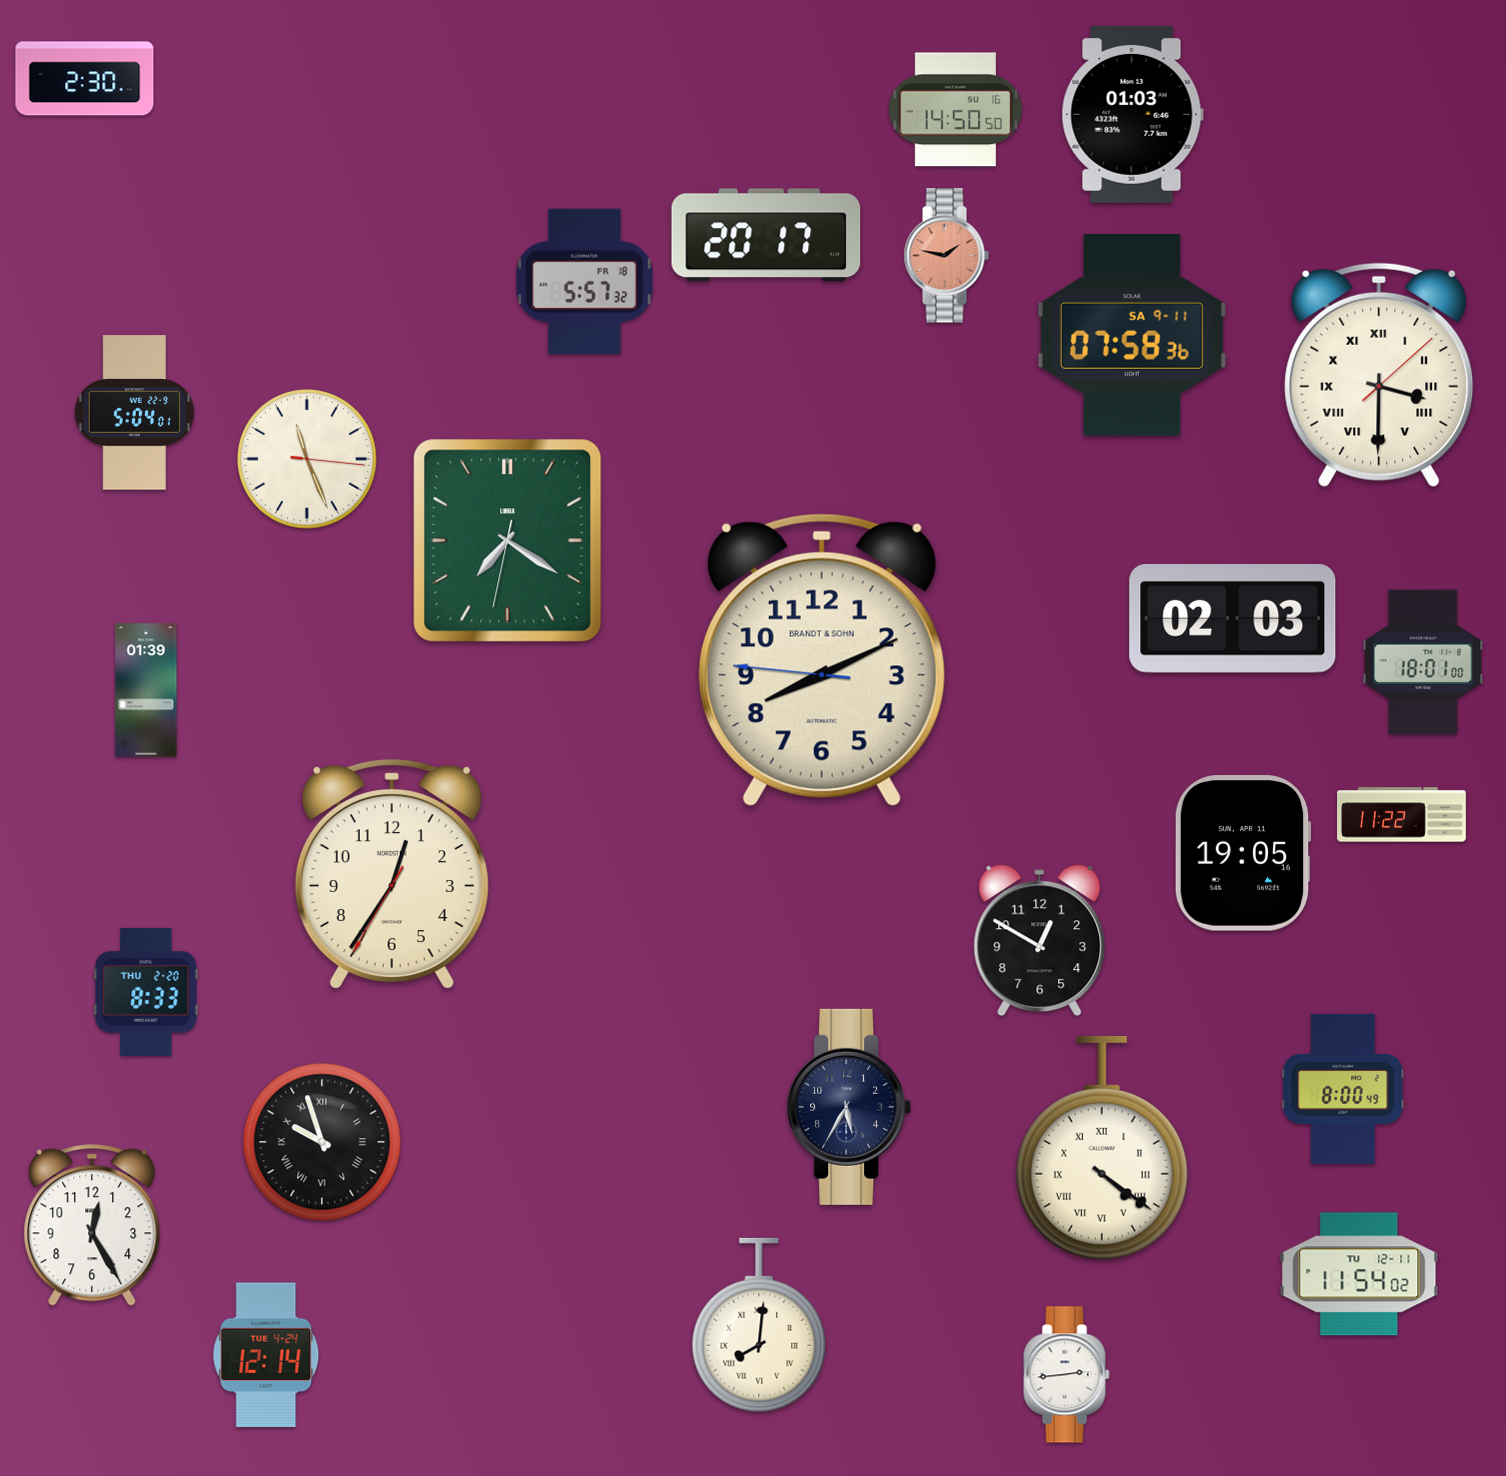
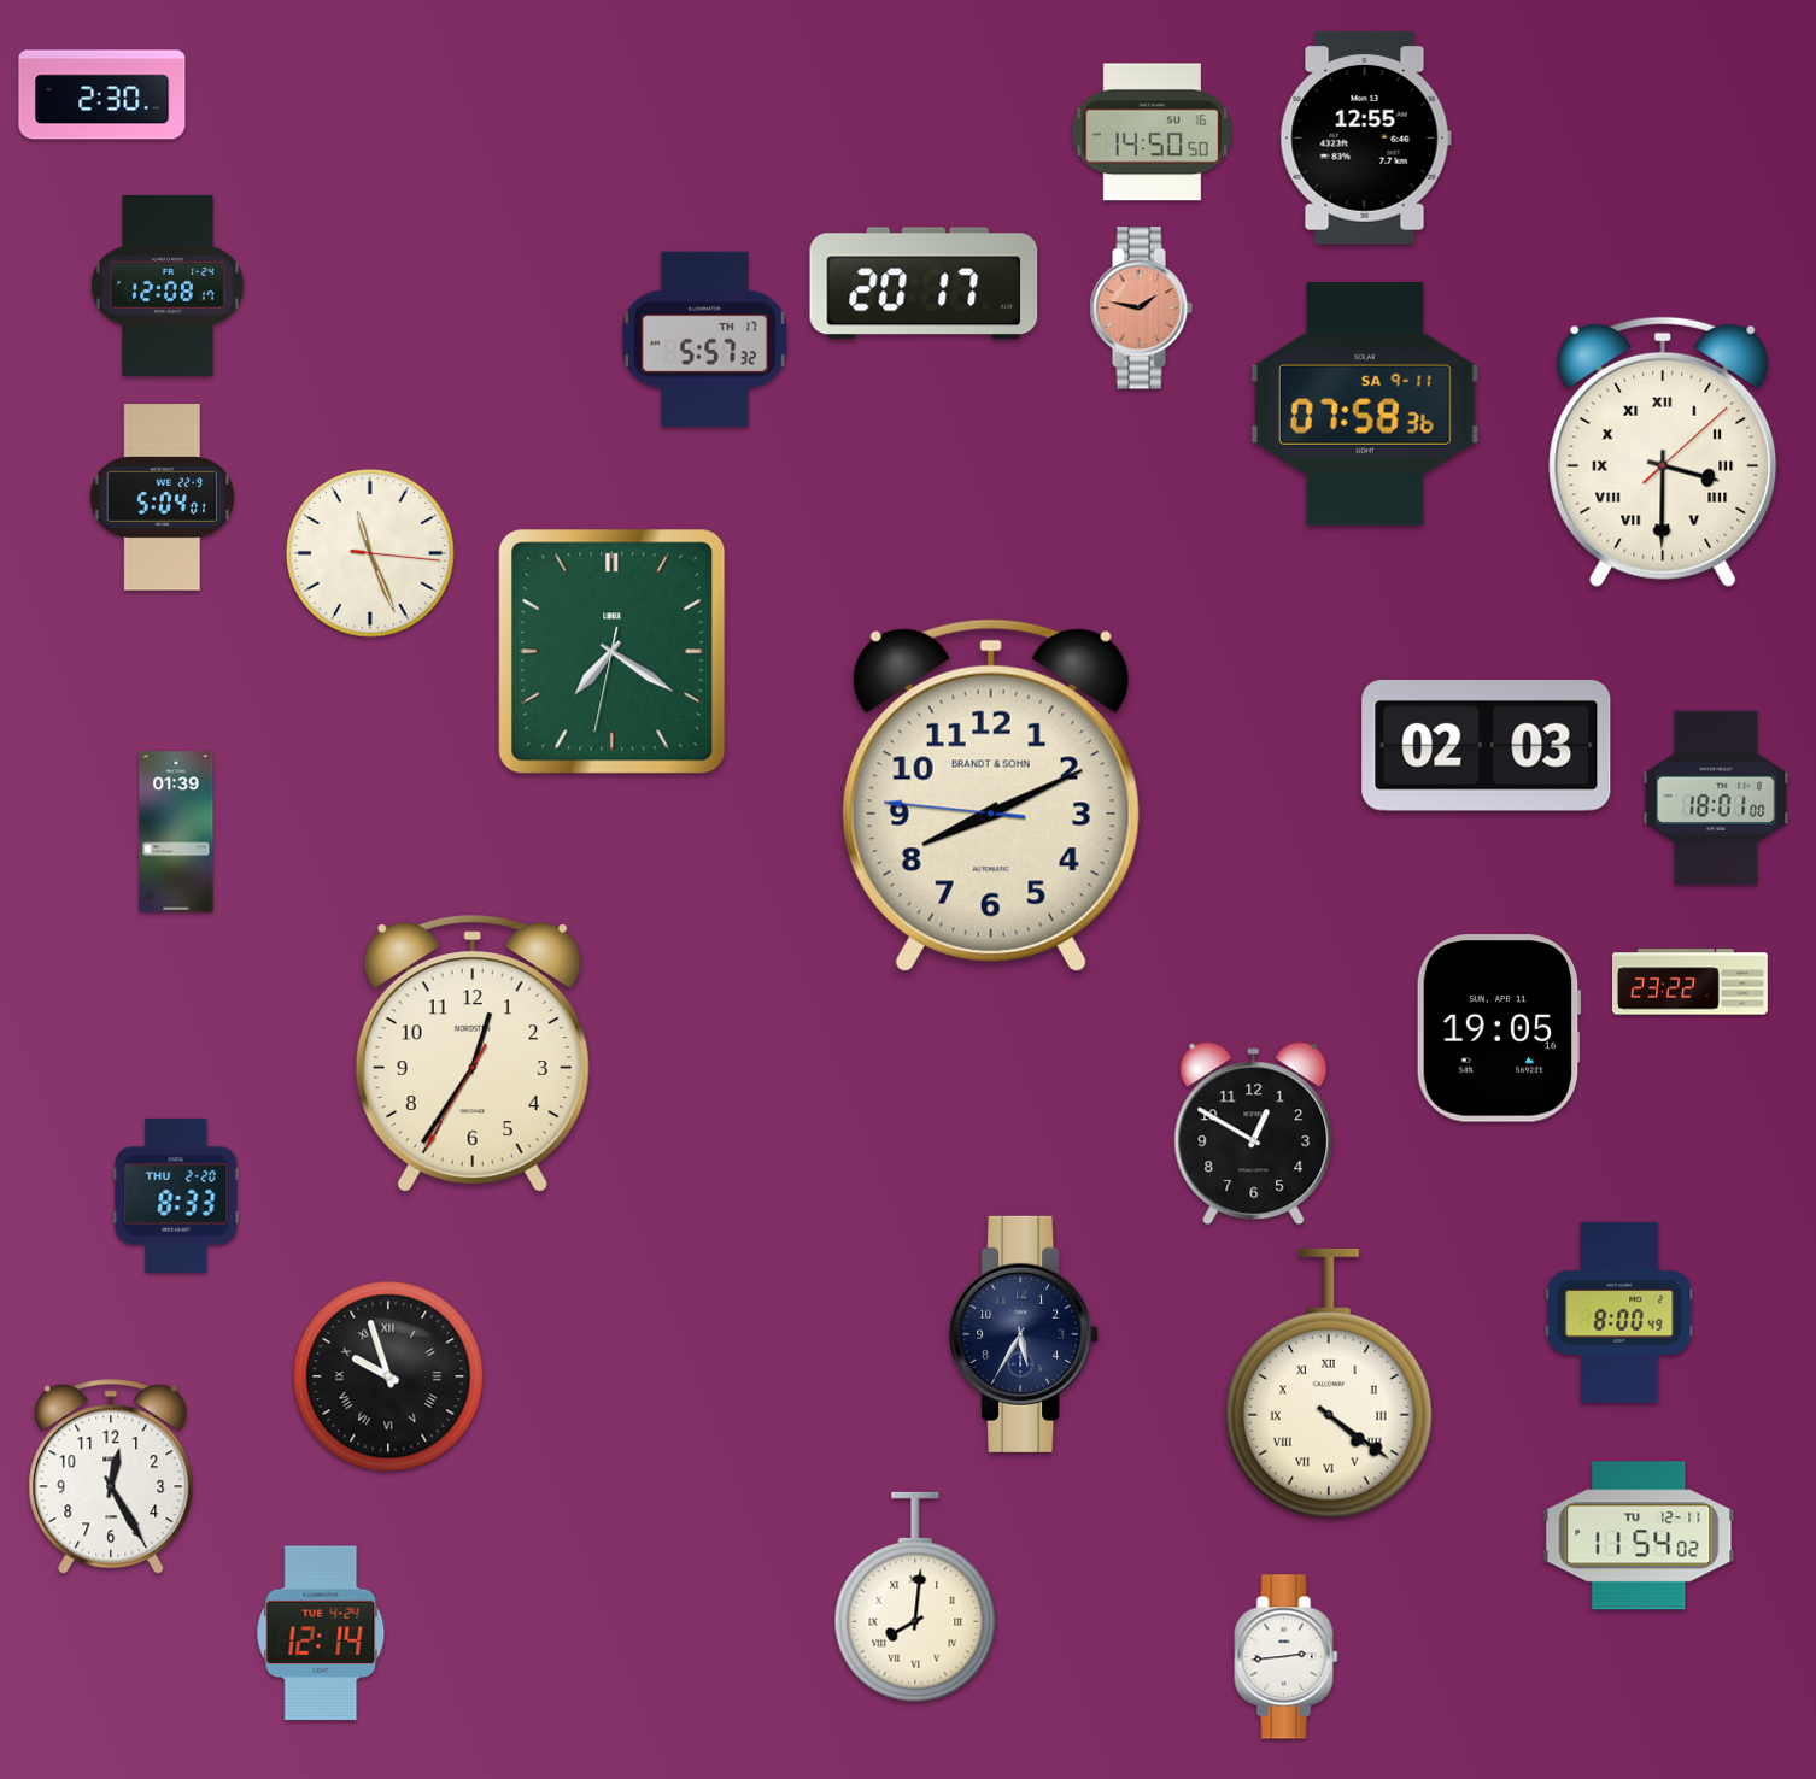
clock at (1132, 114): 01:03 -> 12:55
clock at (168, 286): none -> 12:08
clock at (585, 282) date: FR 18 -> TH 17
clock at (1402, 815): 11:22 -> 23:22
